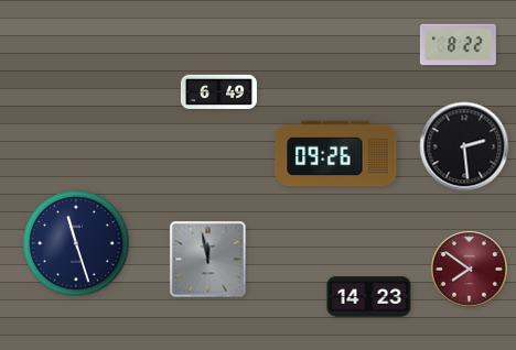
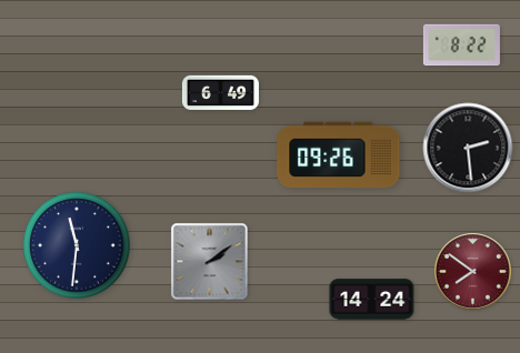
clock at (76, 243): 11:27 -> 11:31
clock at (208, 260): 11:58 -> 2:09
clock at (369, 297): 14:23 -> 14:24
